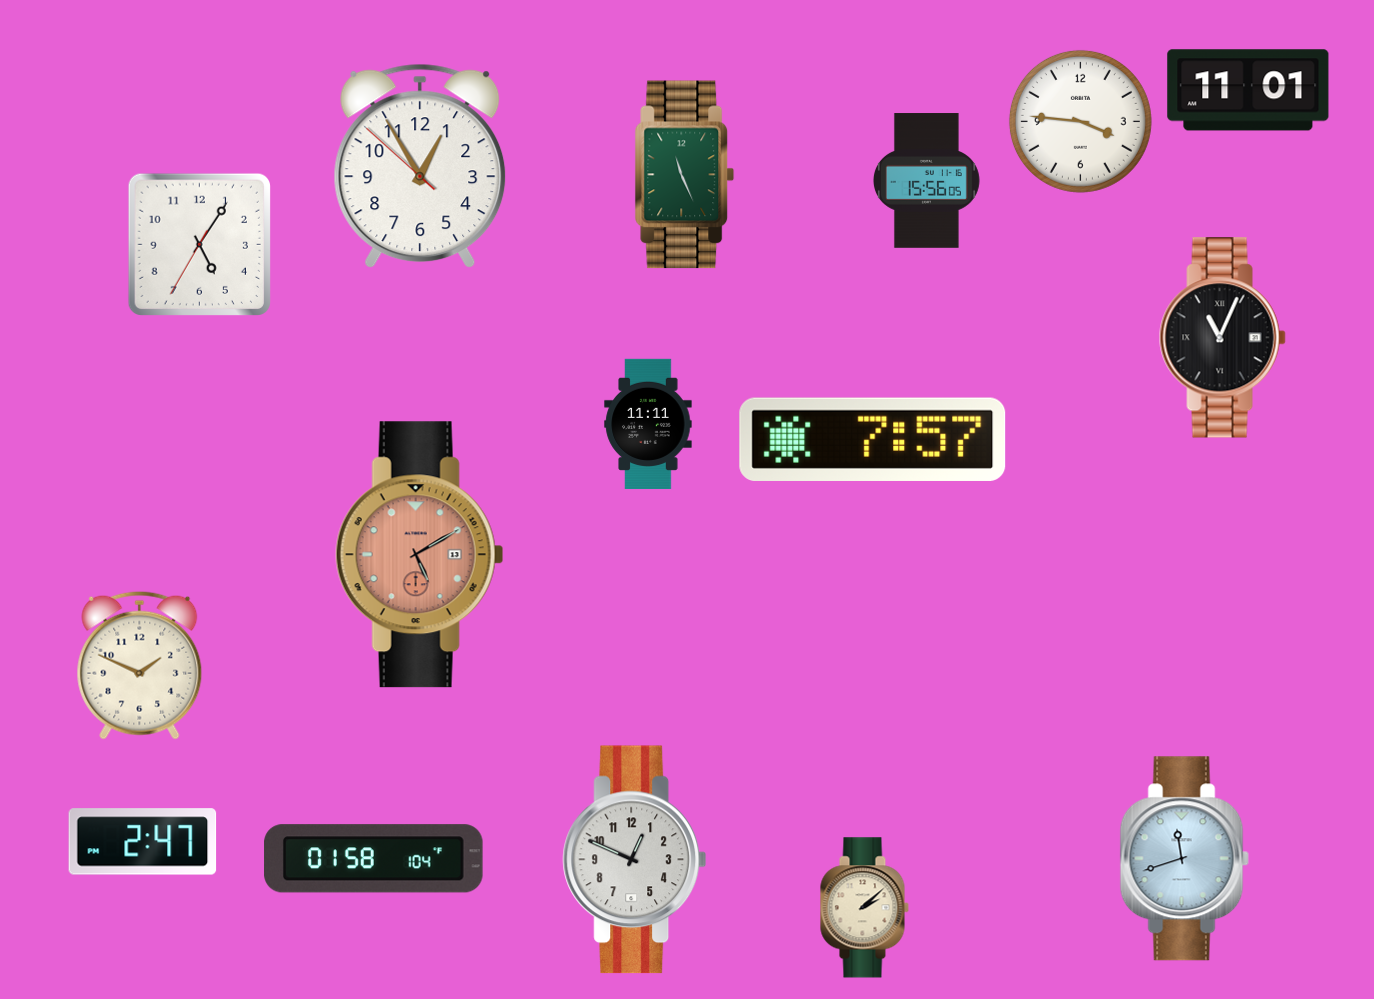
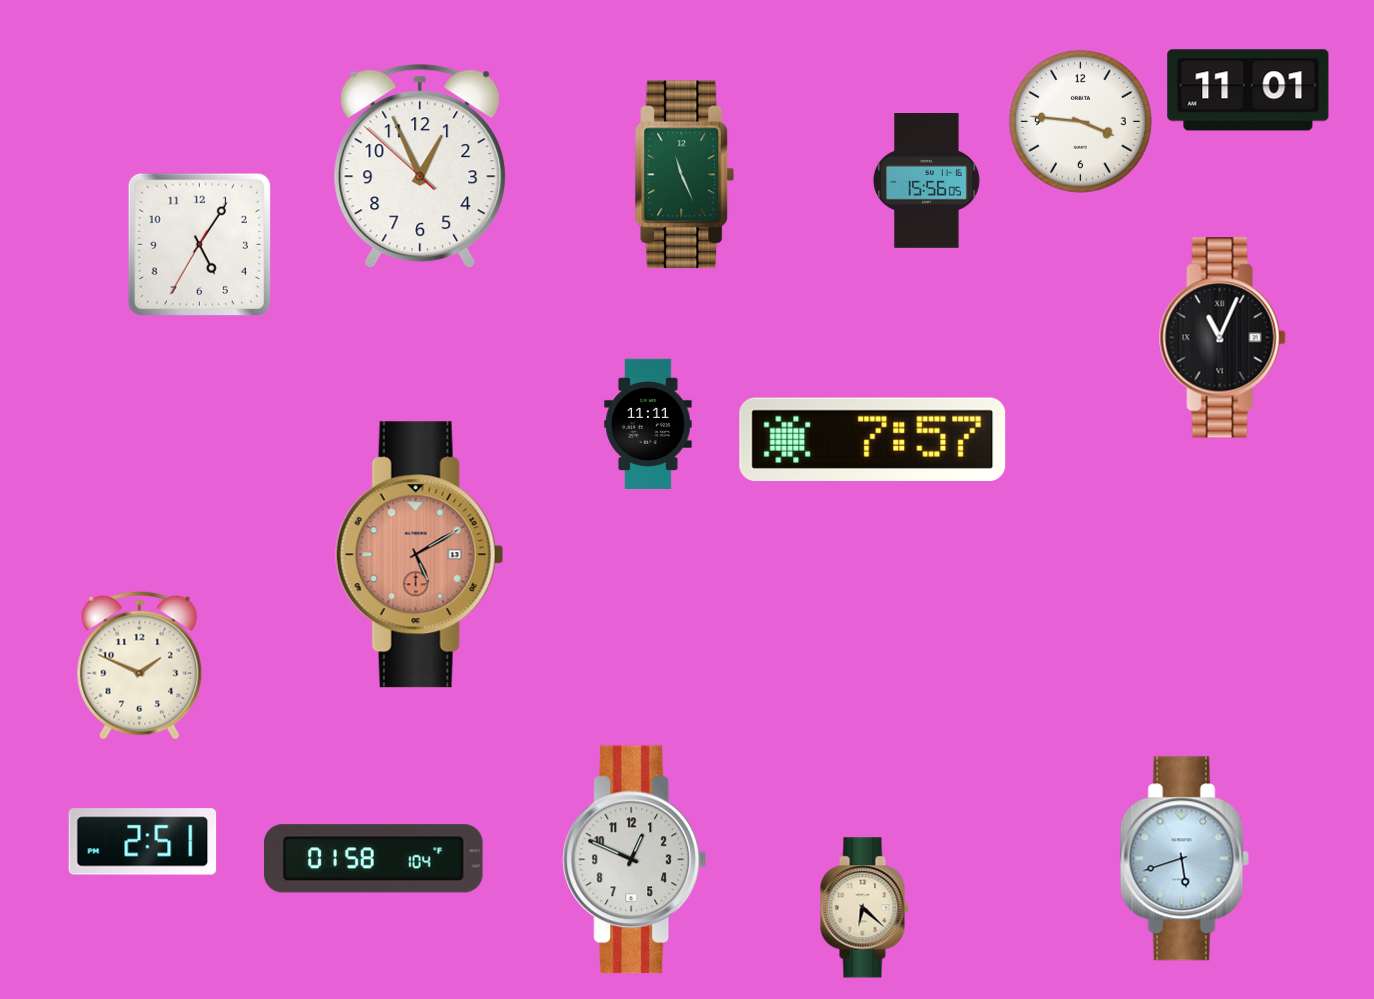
clock at (420, 166): 12:54 -> 12:55
clock at (143, 842): 2:47 -> 2:51
clock at (1184, 859): 11:42 -> 5:42
clock at (864, 908): 2:08 -> 6:22
